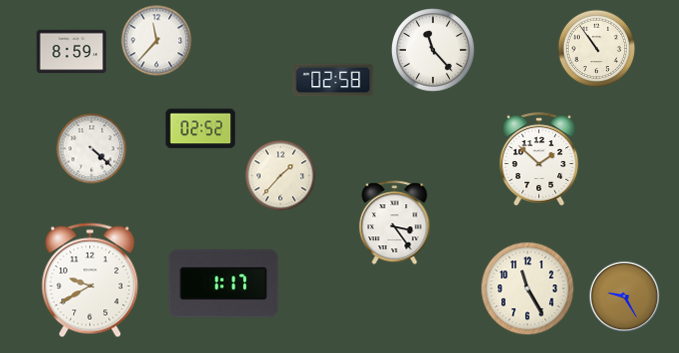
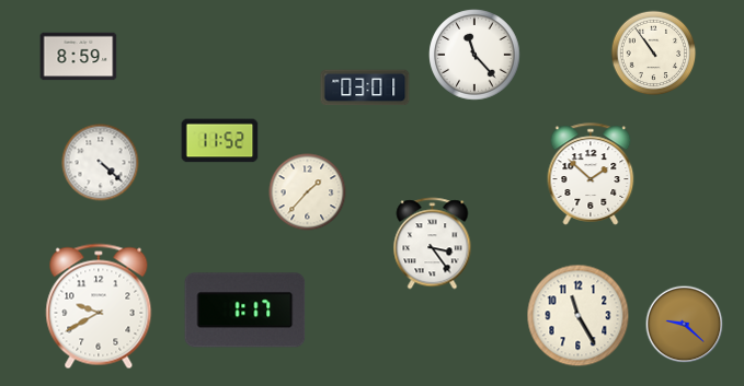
clock at (157, 41): 11:37 -> none
clock at (333, 80): 02:58 -> 03:01
clock at (201, 129): 02:52 -> 11:52
clock at (625, 297): 9:25 -> 9:22
